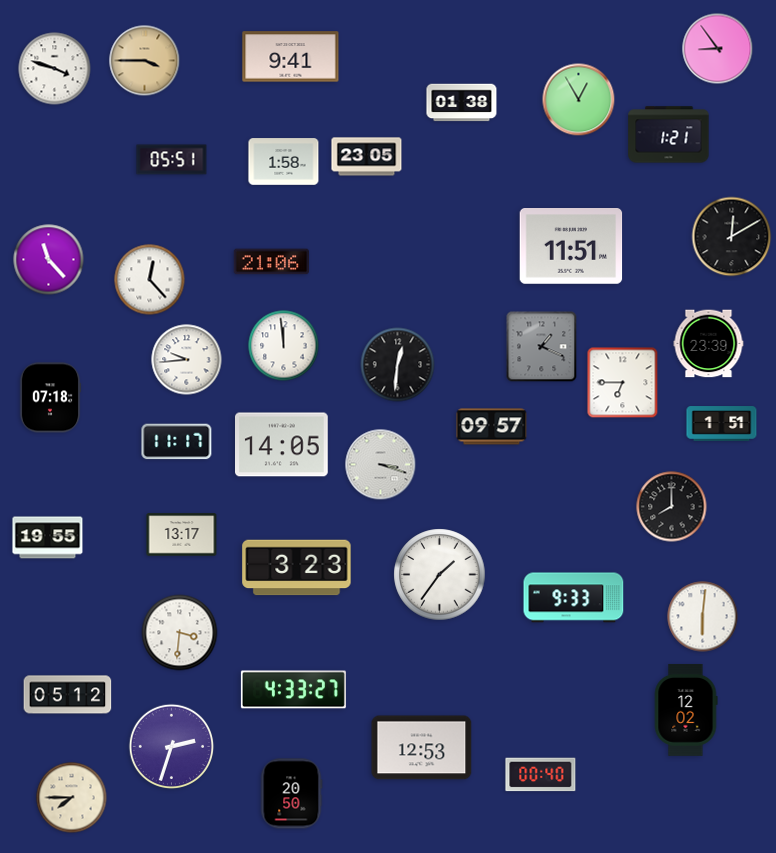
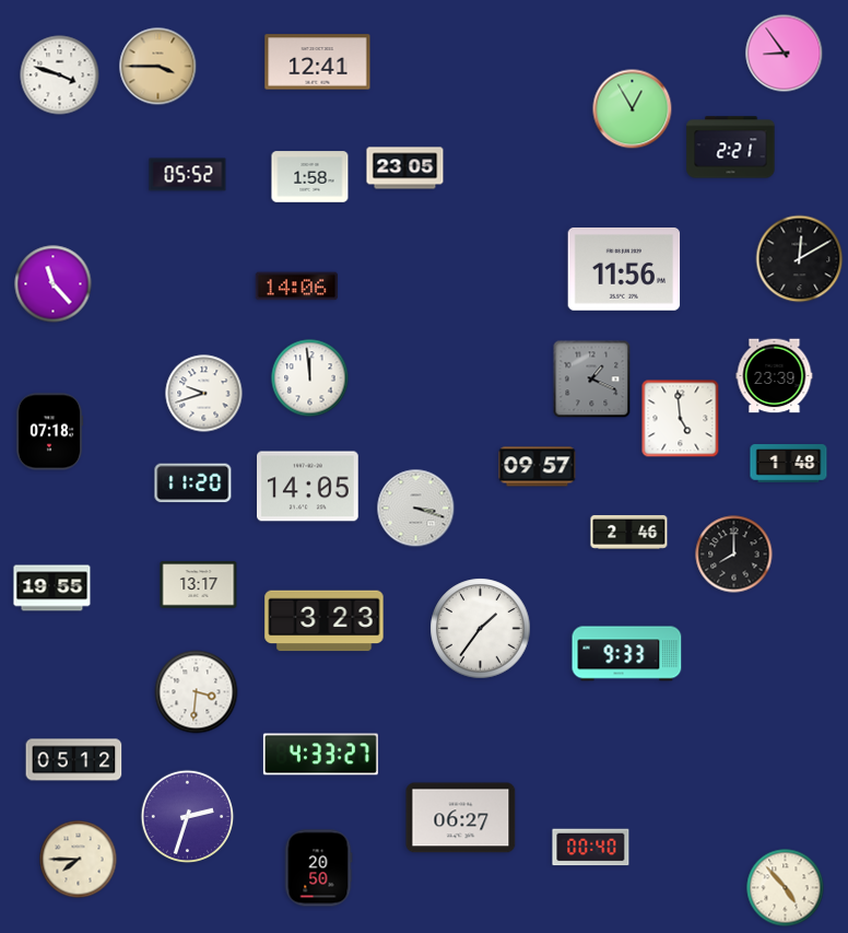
clock at (291, 57): 9:41 -> 12:41
clock at (462, 103): 01:38 -> none
clock at (669, 135): 1:21 -> 2:21
clock at (367, 157) position: (367, 157) -> (405, 168)
clock at (172, 160): 05:51 -> 05:52
clock at (571, 247): 11:51 -> 11:56
clock at (272, 262): 21:06 -> 14:06
clock at (150, 280): 12:23 -> none
clock at (187, 360): 9:44 -> 9:42
clock at (398, 365): 12:31 -> none
clock at (623, 383): 6:45 -> 4:59
clock at (50, 398) position: (50, 398) -> (49, 432)
clock at (722, 424): 1:51 -> 1:48
clock at (177, 442): 11:17 -> 11:20
clock at (629, 532): none -> 2:46
clock at (703, 617): 6:01 -> none
clock at (686, 710): 12:02 -> none
clock at (422, 748): 12:53 -> 06:27
clock at (72, 798) position: (72, 798) -> (79, 860)
clock at (786, 888): none -> 4:53
